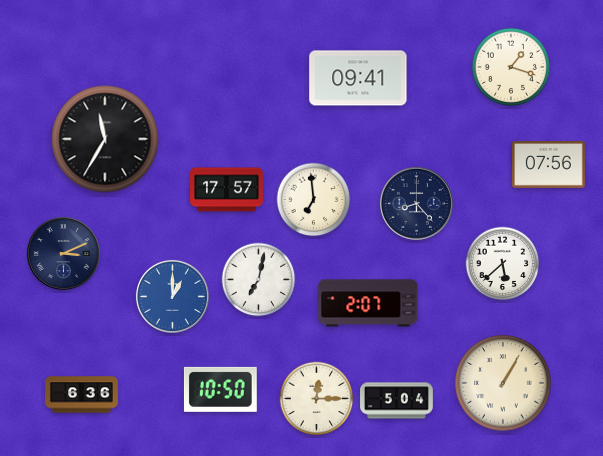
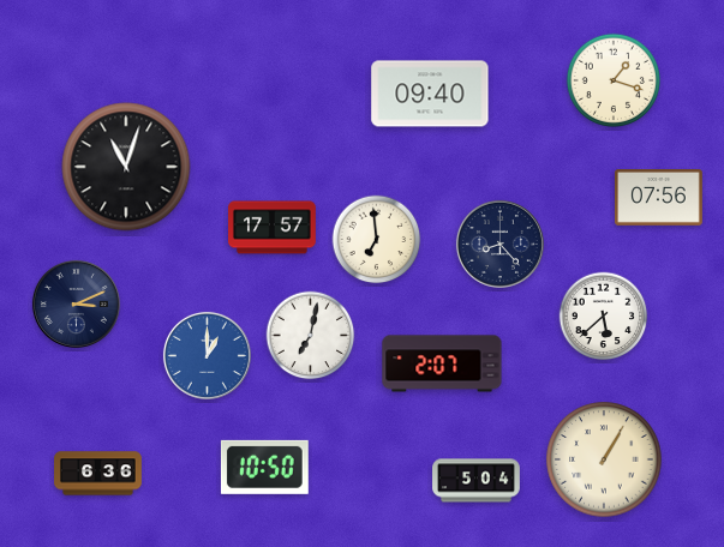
clock at (358, 78): 09:41 -> 09:40
clock at (105, 139): 11:35 -> 11:03
clock at (317, 399): 12:15 -> none
